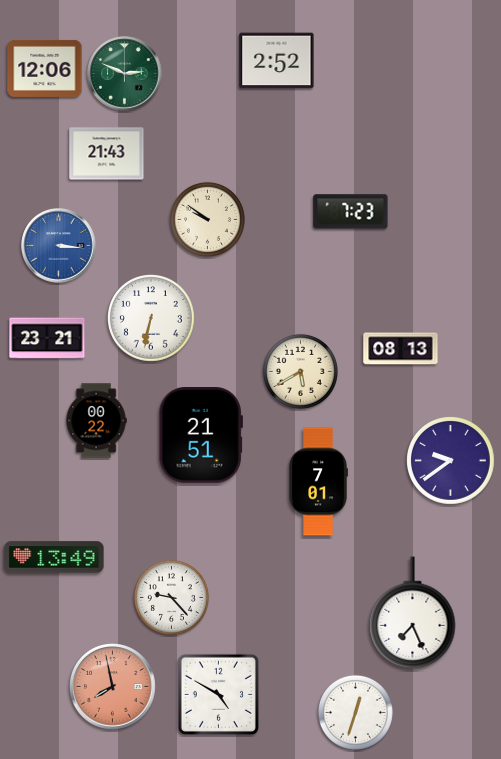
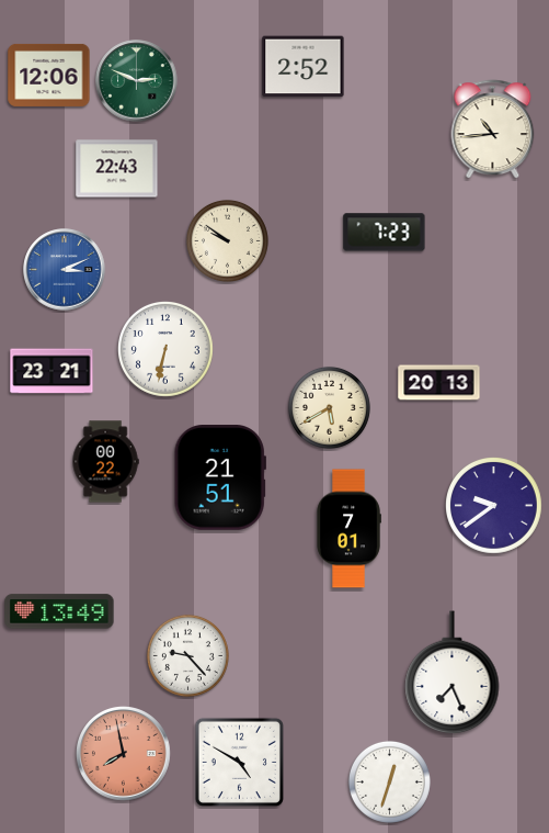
clock at (493, 130): none -> 10:44
clock at (107, 154): 21:43 -> 22:43
clock at (59, 246): 3:16 -> 3:11
clock at (401, 349): 08:13 -> 20:13
